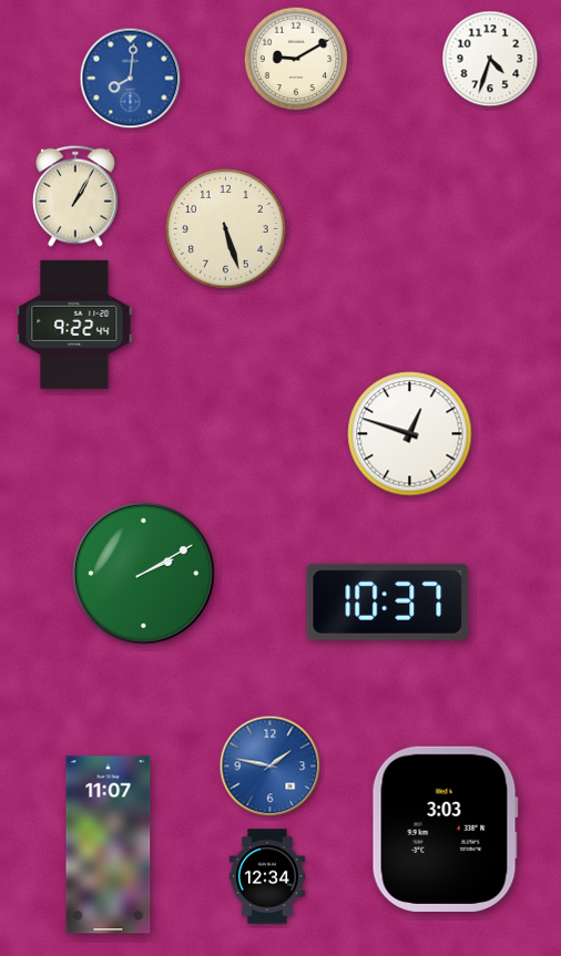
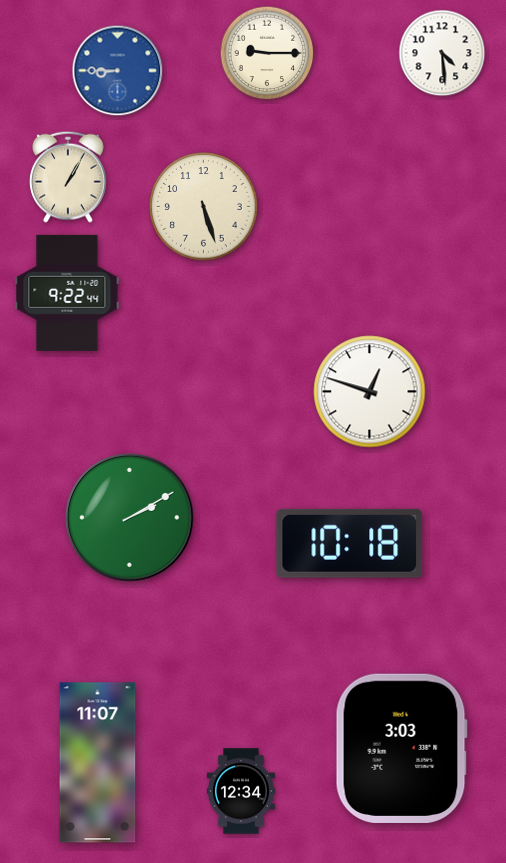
clock at (296, 59): 9:10 -> 9:15
clock at (490, 59): 4:33 -> 4:29
clock at (131, 79): 8:01 -> 8:45
clock at (388, 602): 10:37 -> 10:18
clock at (271, 767): 1:47 -> none
